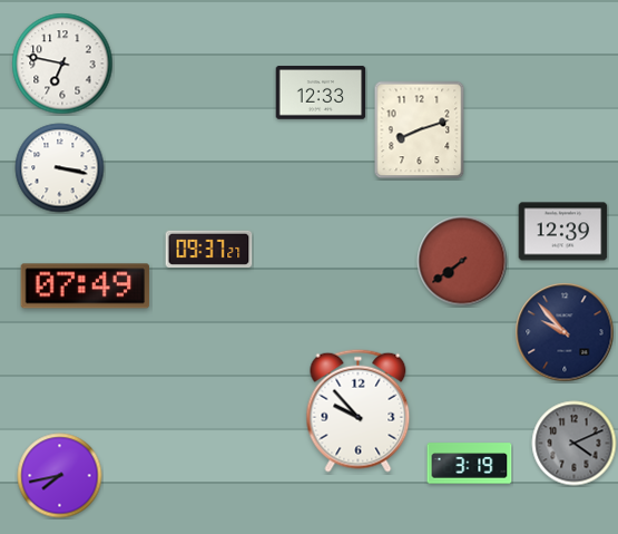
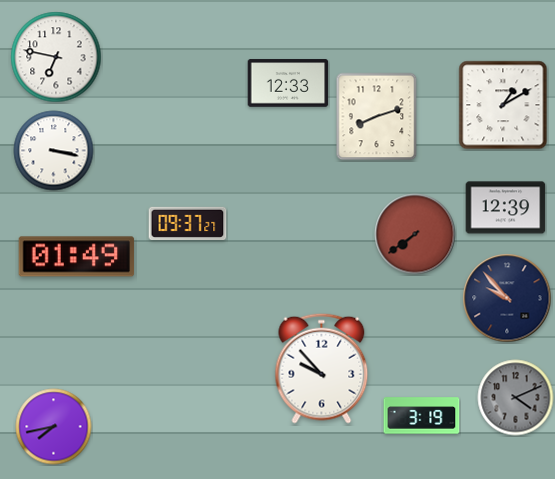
clock at (503, 105): none -> 1:10
clock at (86, 287): 07:49 -> 01:49
